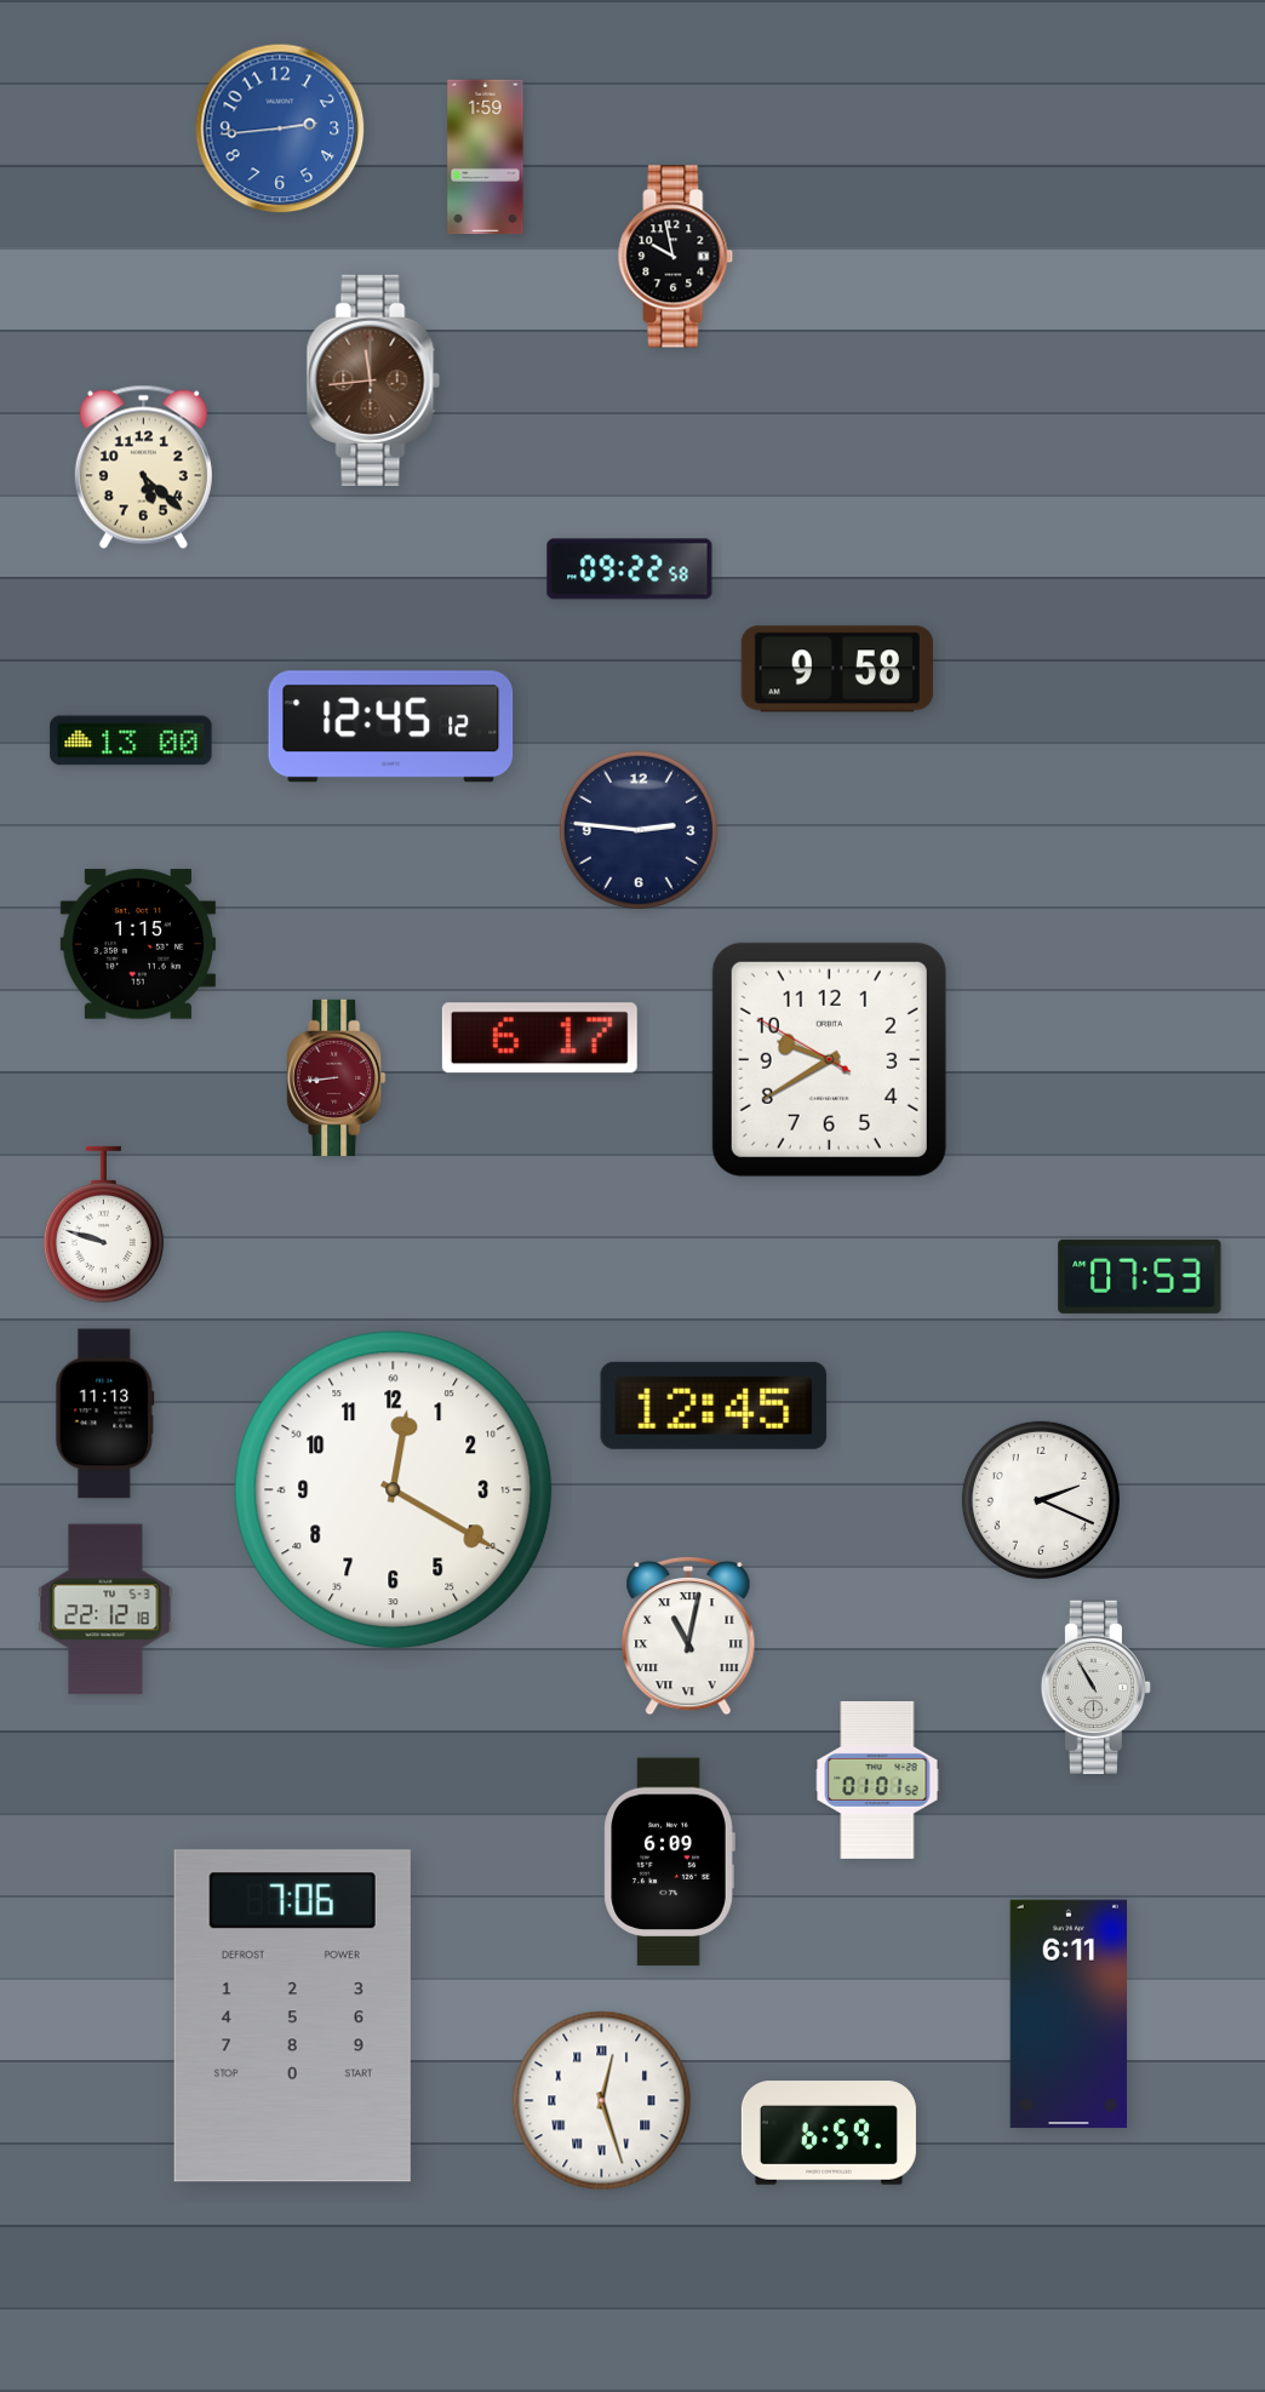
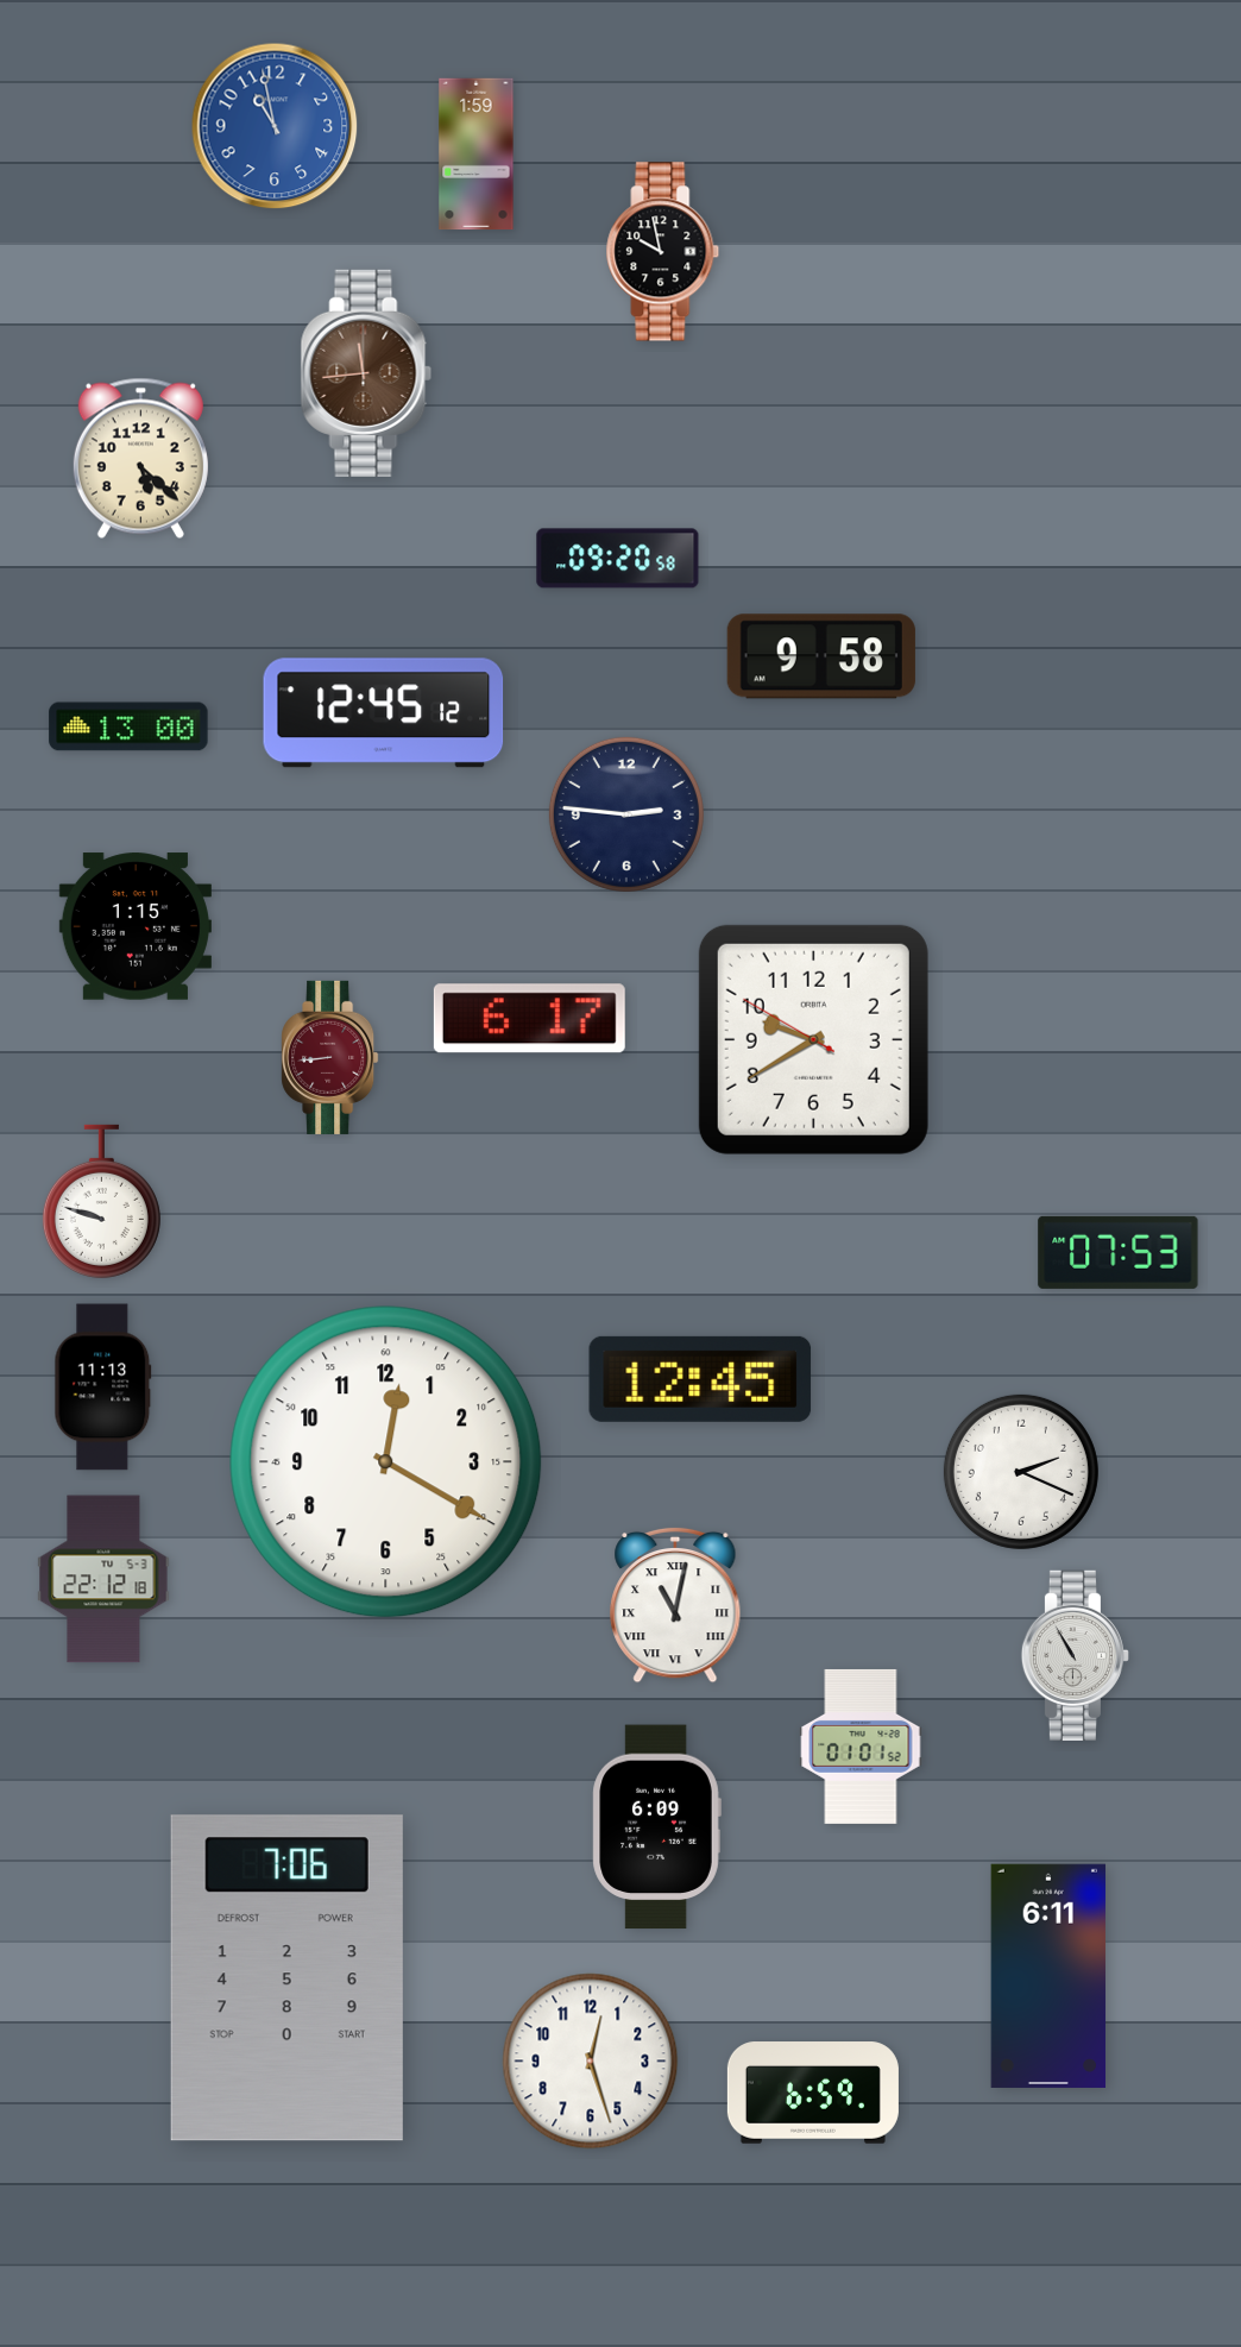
clock at (280, 128): 2:44 -> 10:58
clock at (630, 570): 09:22 -> 09:20
clock at (602, 2101) numerals: Roman -> Arabic
